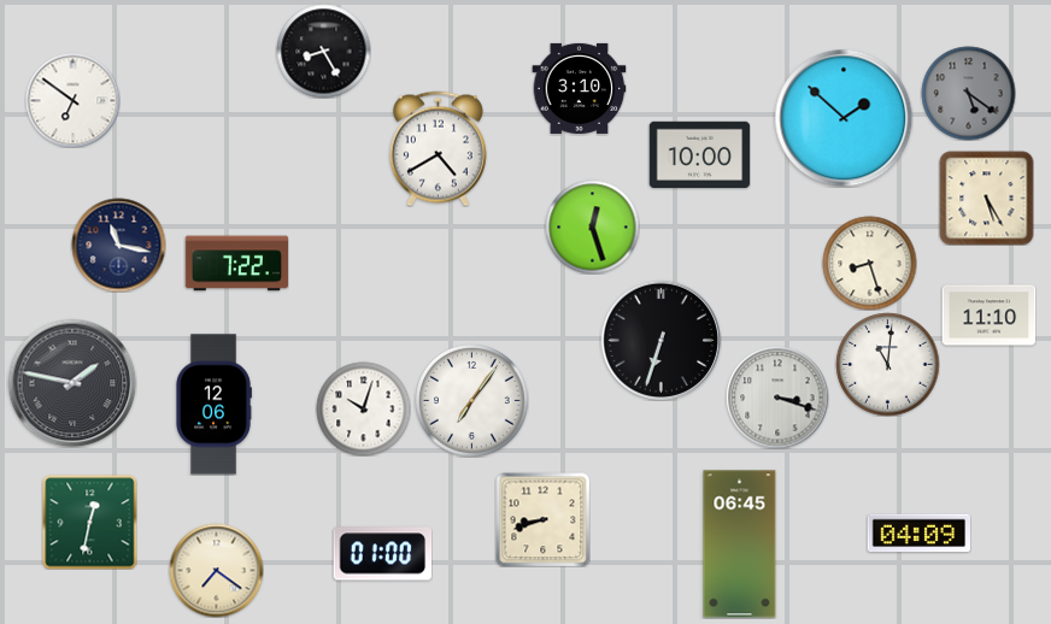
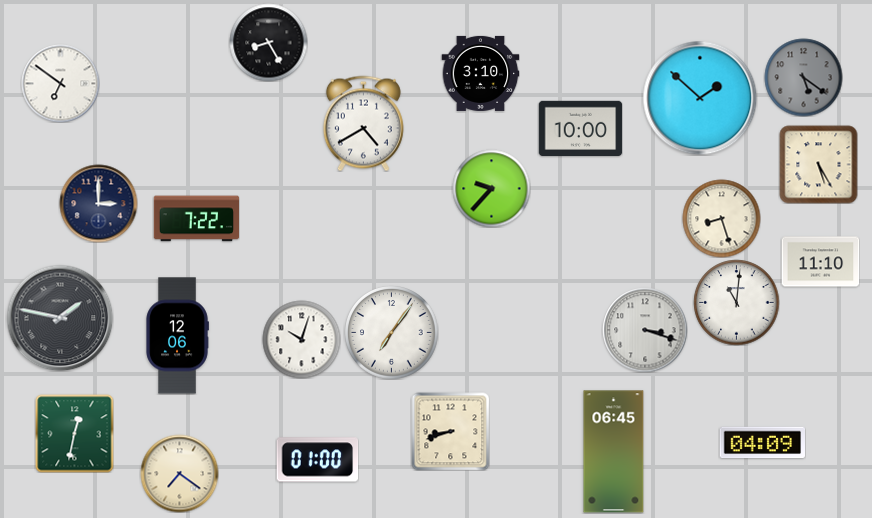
clock at (592, 226): 12:27 -> 9:37
clock at (118, 245): 11:17 -> 3:00
clock at (660, 340): 6:33 -> none
